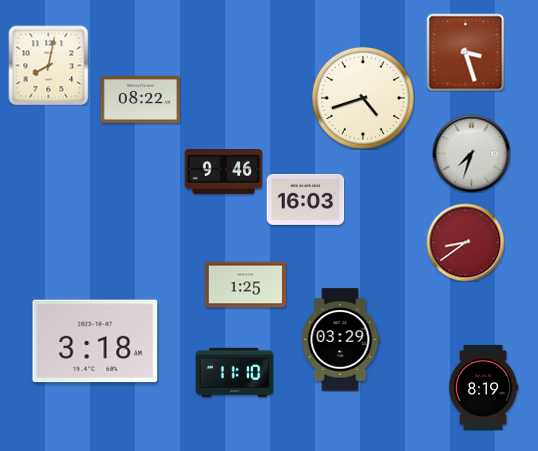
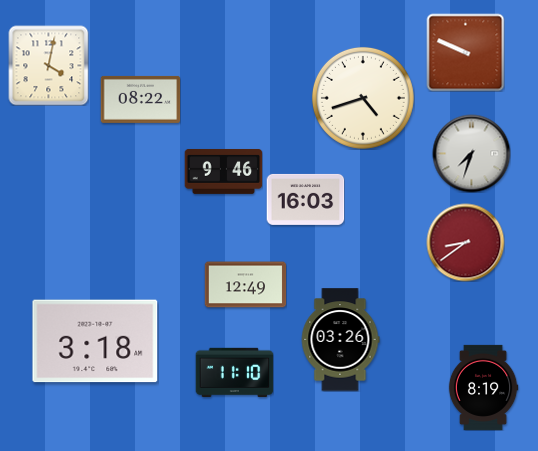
clock at (465, 52): 3:27 -> 9:49
clock at (48, 65): 8:02 -> 4:02
clock at (245, 285): 1:25 -> 12:49
clock at (340, 340): 03:29 -> 03:26
